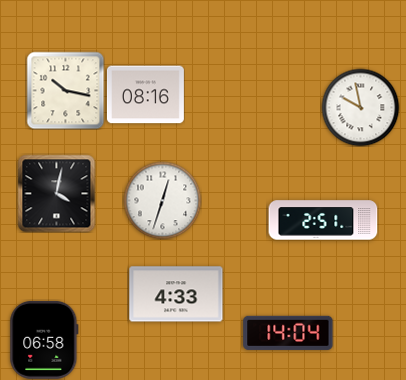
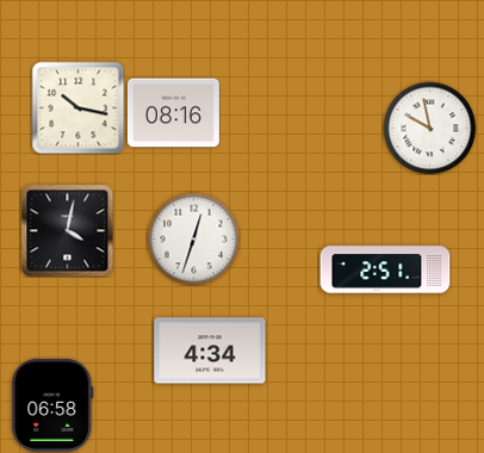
clock at (323, 220) position: (323, 220) -> (385, 269)
clock at (176, 294): 4:33 -> 4:34
clock at (288, 333): 14:04 -> none
